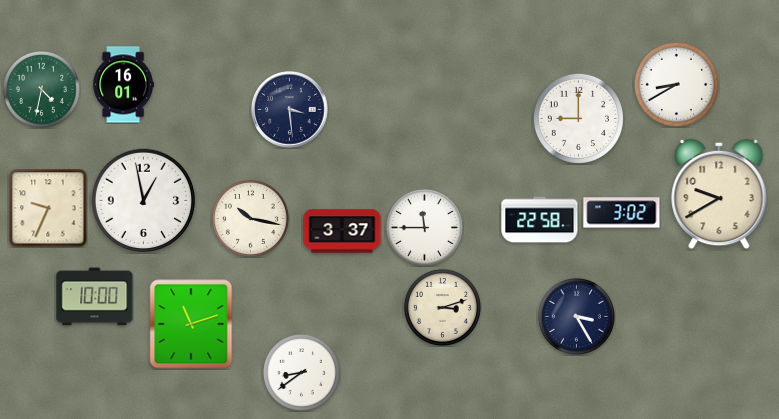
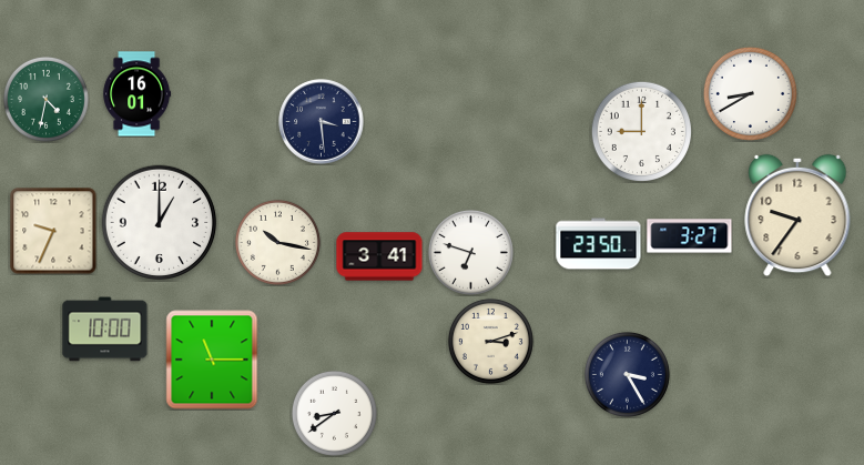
clock at (719, 194): 9:40 -> 9:36
clock at (144, 201): 12:58 -> 1:00
clock at (622, 213): 3:02 -> 3:27
clock at (540, 220): 22:58 -> 23:50
clock at (424, 227): 11:45 -> 6:48
clock at (342, 231): 3:37 -> 3:41
clock at (576, 316) position: (576, 316) -> (627, 374)
clock at (191, 324): 11:12 -> 11:15
